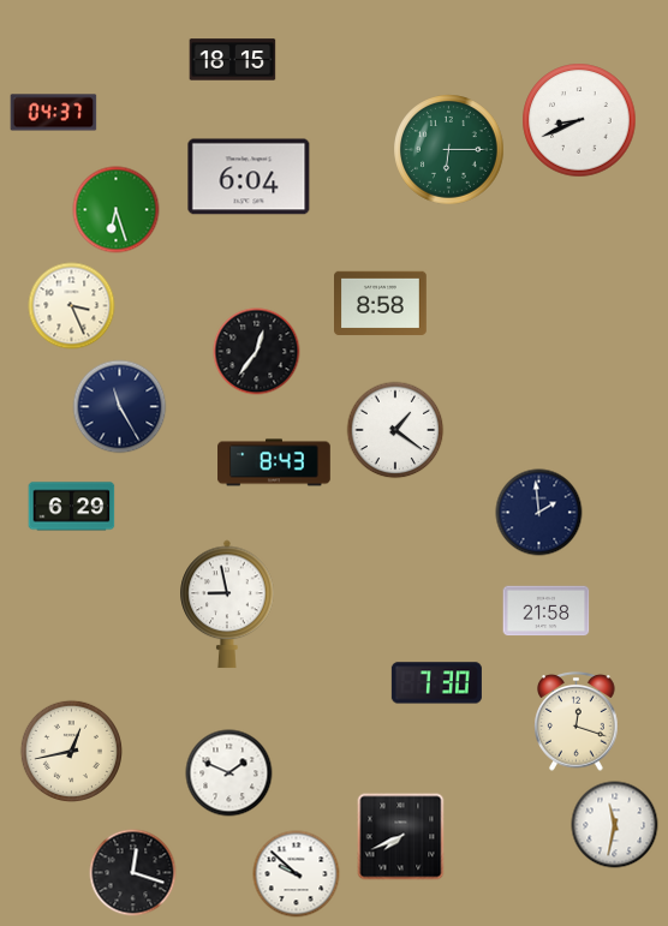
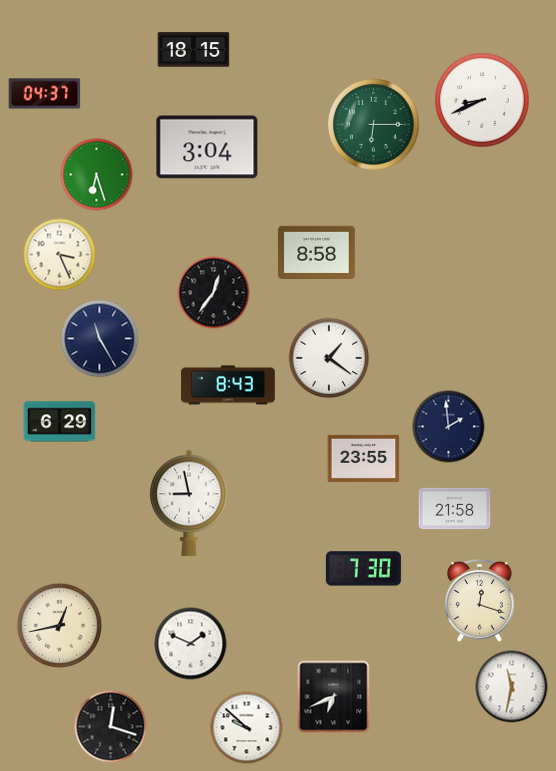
clock at (249, 177): 6:04 -> 3:04
clock at (364, 458): none -> 23:55
clock at (401, 837): 7:41 -> 6:41
